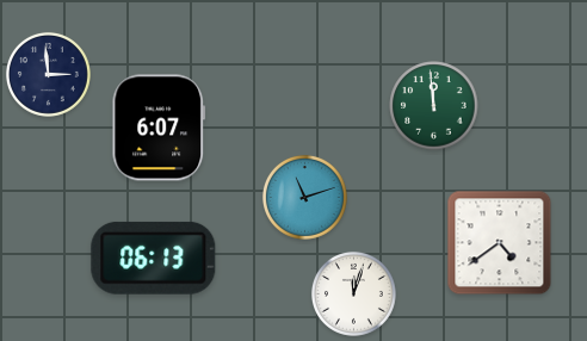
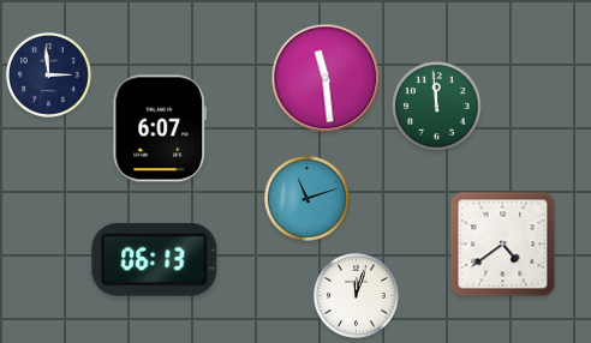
clock at (326, 78): none -> 11:29
